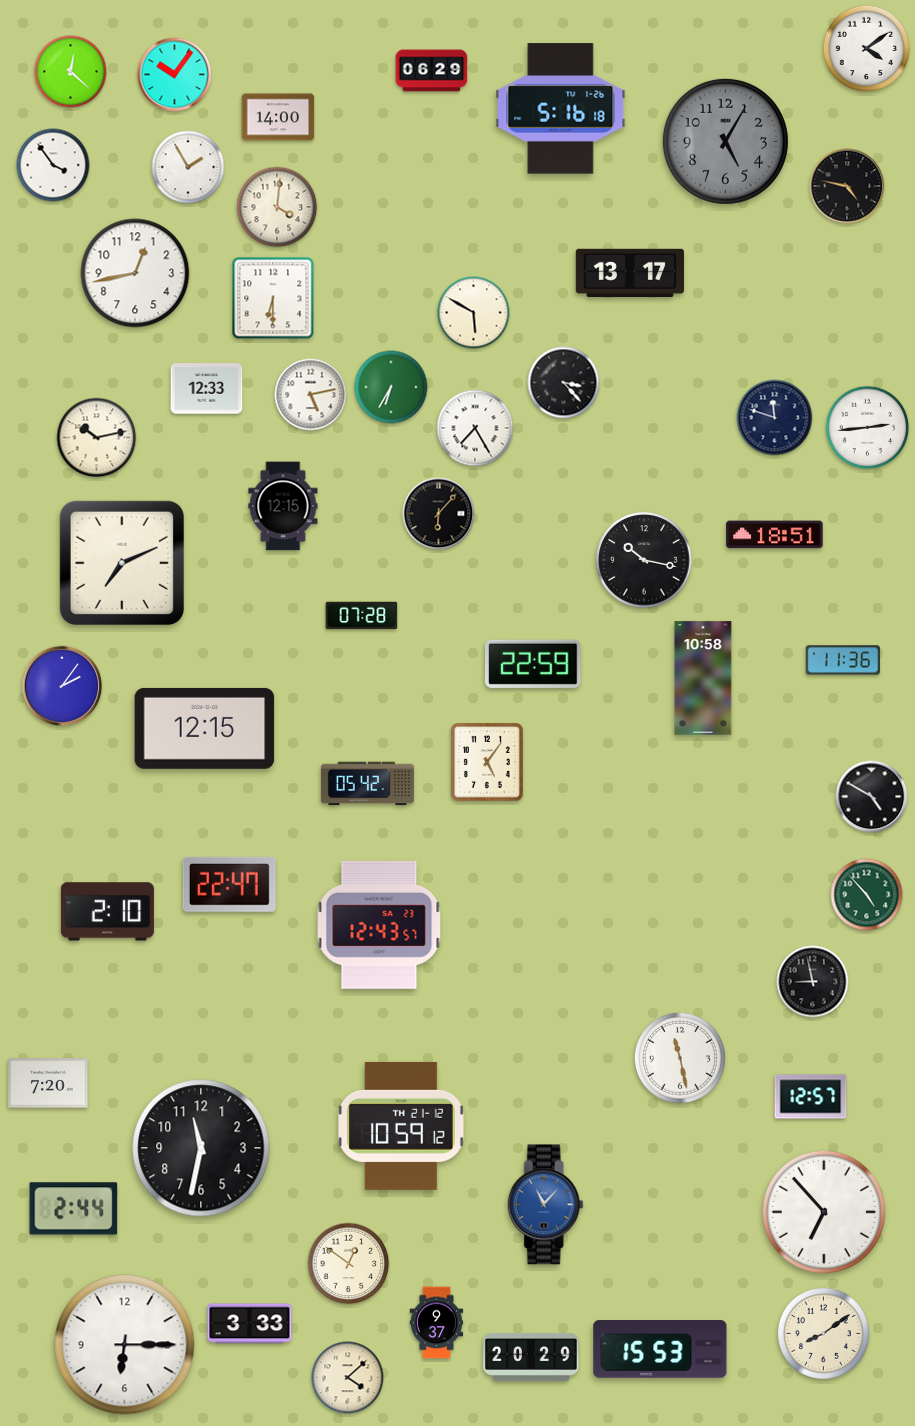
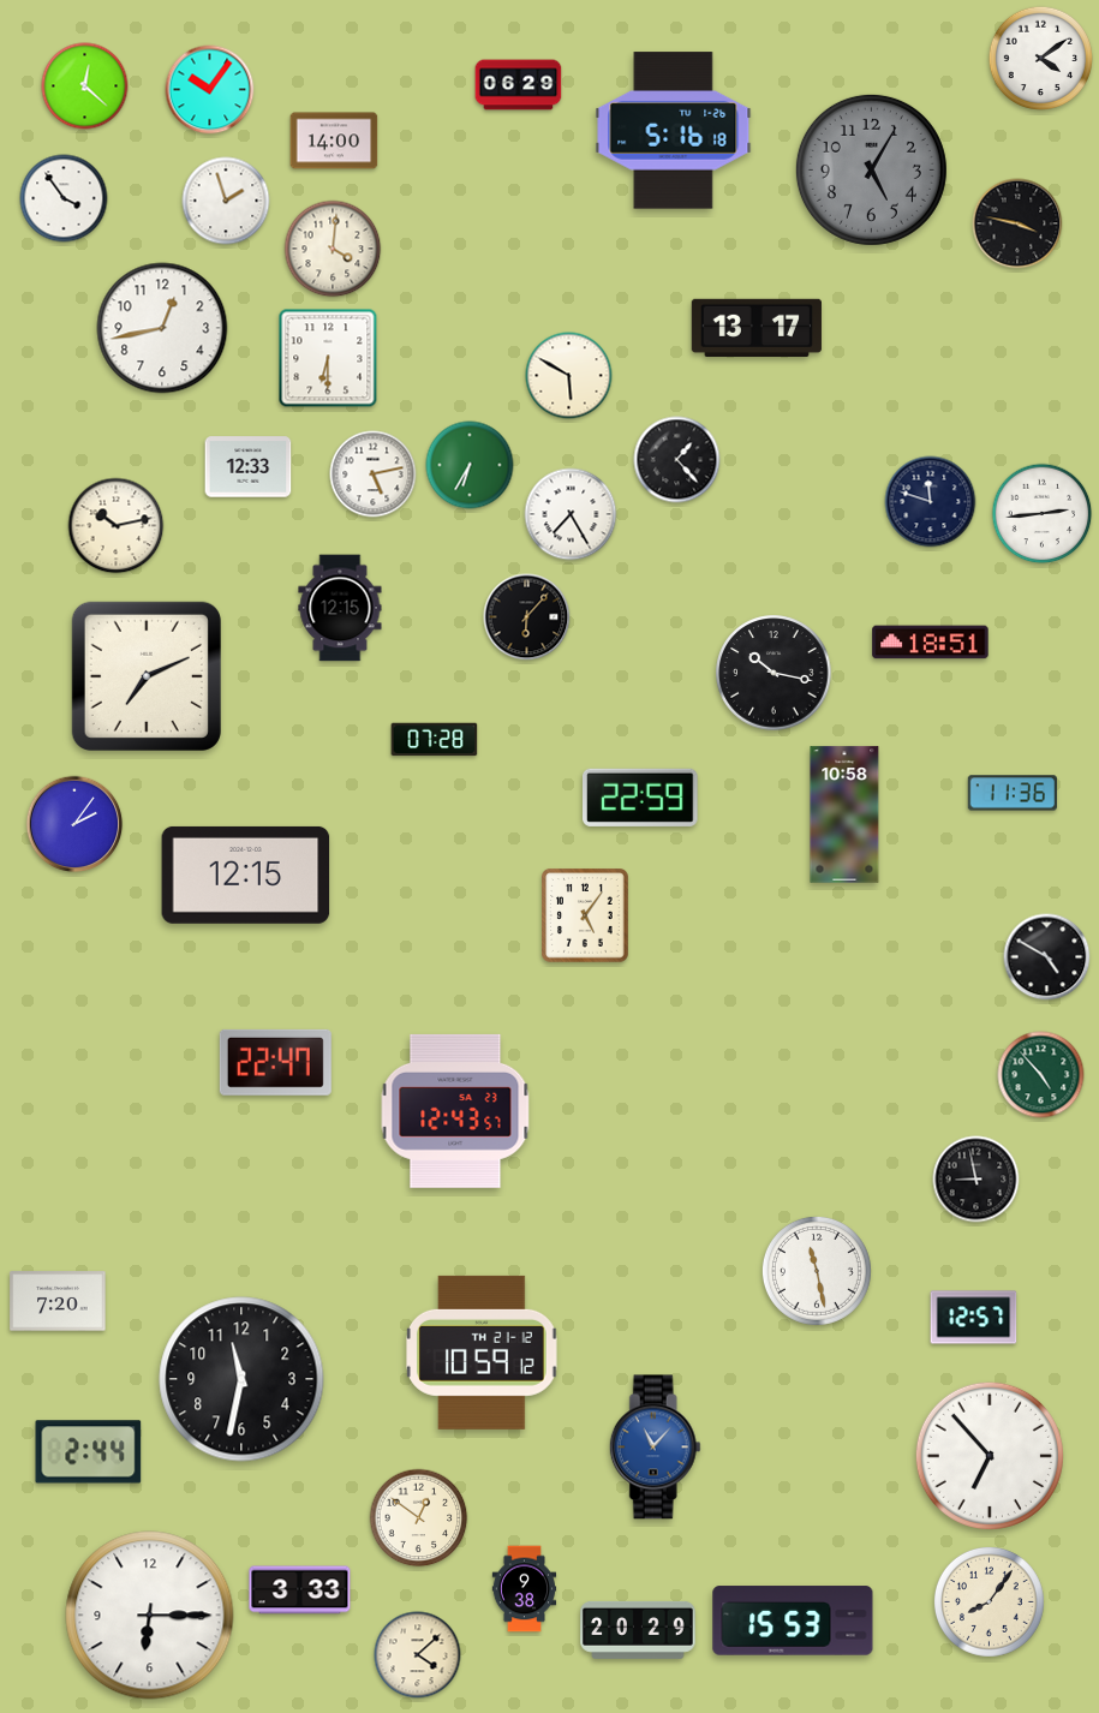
clock at (188, 167): 1:55 -> 1:57
clock at (847, 186): 4:47 -> 3:47
clock at (564, 383): 3:23 -> 1:23
clock at (367, 784): 05:42 -> none
clock at (107, 912): 2:10 -> none
clock at (437, 1323): 9:37 -> 9:38
clock at (823, 1333): 8:09 -> 8:06
